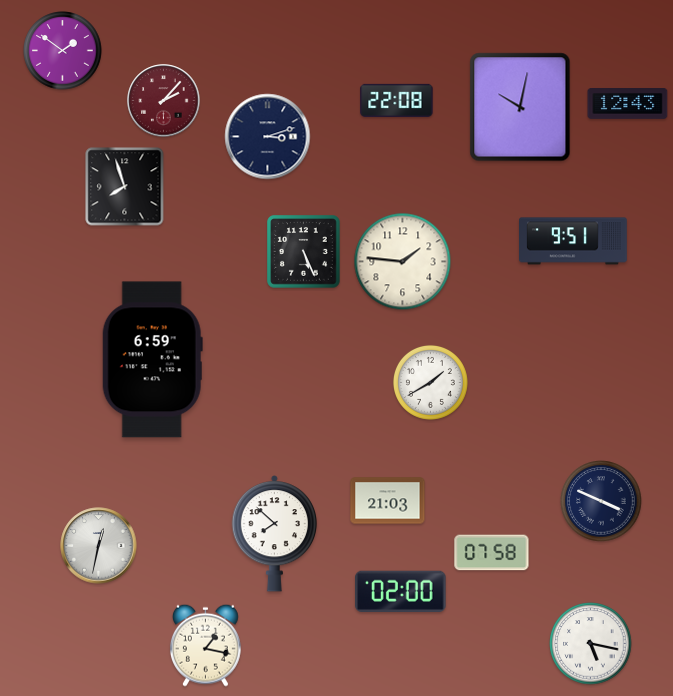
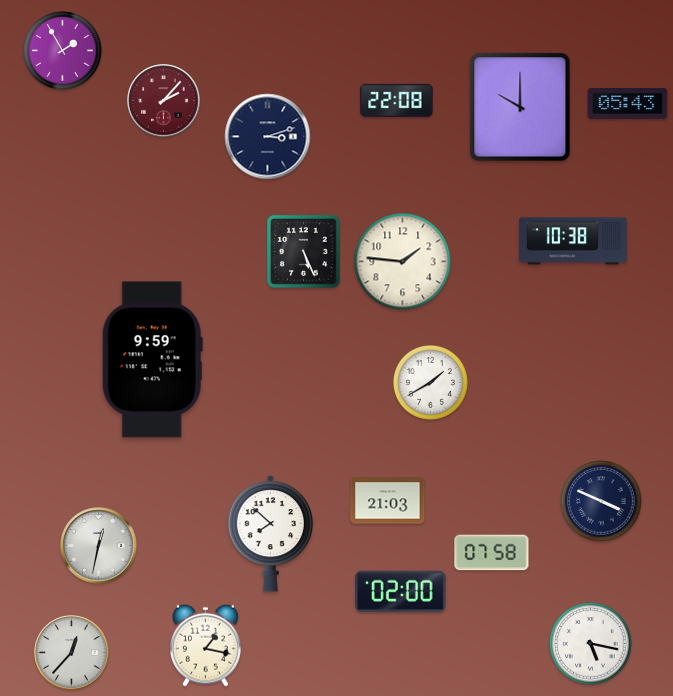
clock at (63, 51): 1:51 -> 1:55
clock at (628, 104): 12:43 -> 05:43
clock at (520, 107): 10:02 -> 10:00
clock at (125, 187): 7:57 -> none
clock at (574, 241): 9:51 -> 10:38
clock at (152, 360): 6:59 -> 9:59
clock at (275, 534) position: (275, 534) -> (271, 534)
clock at (72, 653): none -> 12:37
